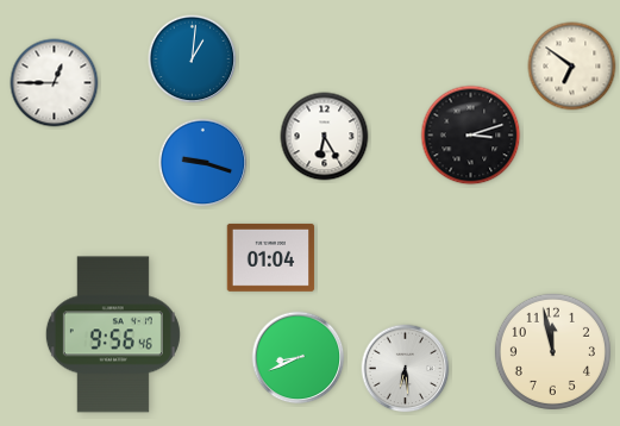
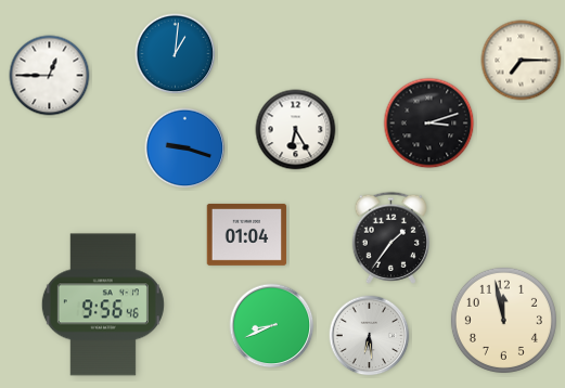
clock at (572, 67): 6:51 -> 7:15
clock at (325, 137) position: (325, 137) -> (296, 130)
clock at (390, 237): none -> 1:36
